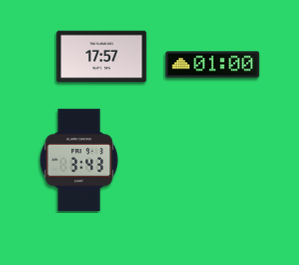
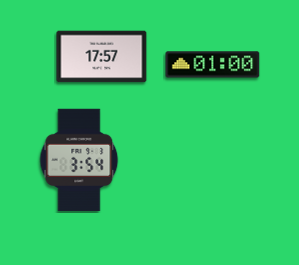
clock at (79, 160): 3:43 -> 3:54
